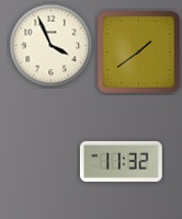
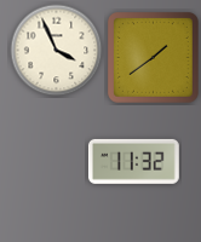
clock at (121, 161) position: (121, 161) -> (133, 161)
